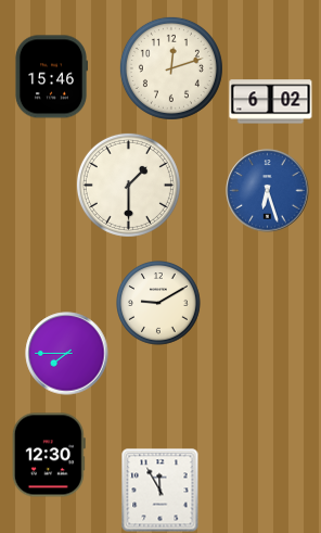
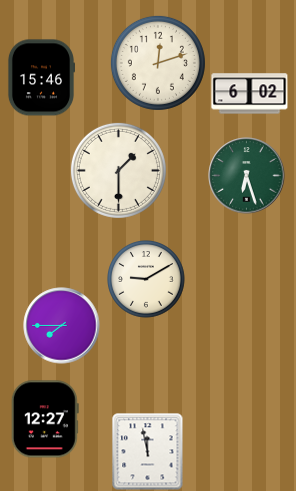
clock at (50, 77) position: (50, 77) -> (40, 78)
clock at (268, 191) dial: blue -> green
clock at (49, 455): 12:30 -> 12:27
clock at (160, 491): 11:55 -> 11:58
